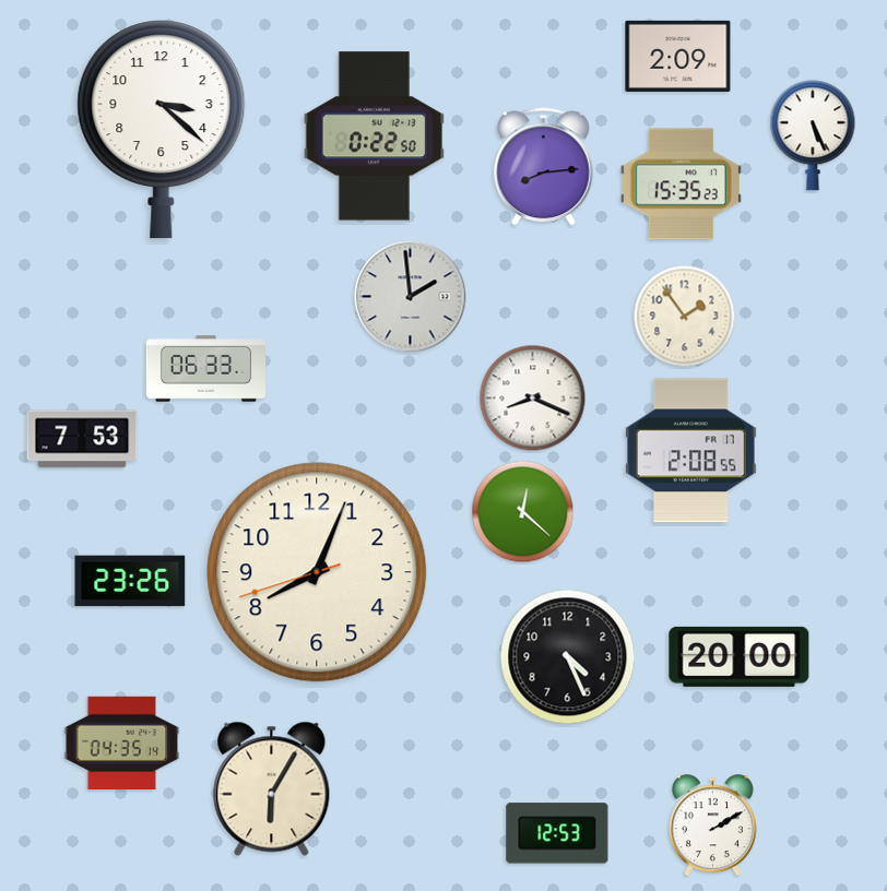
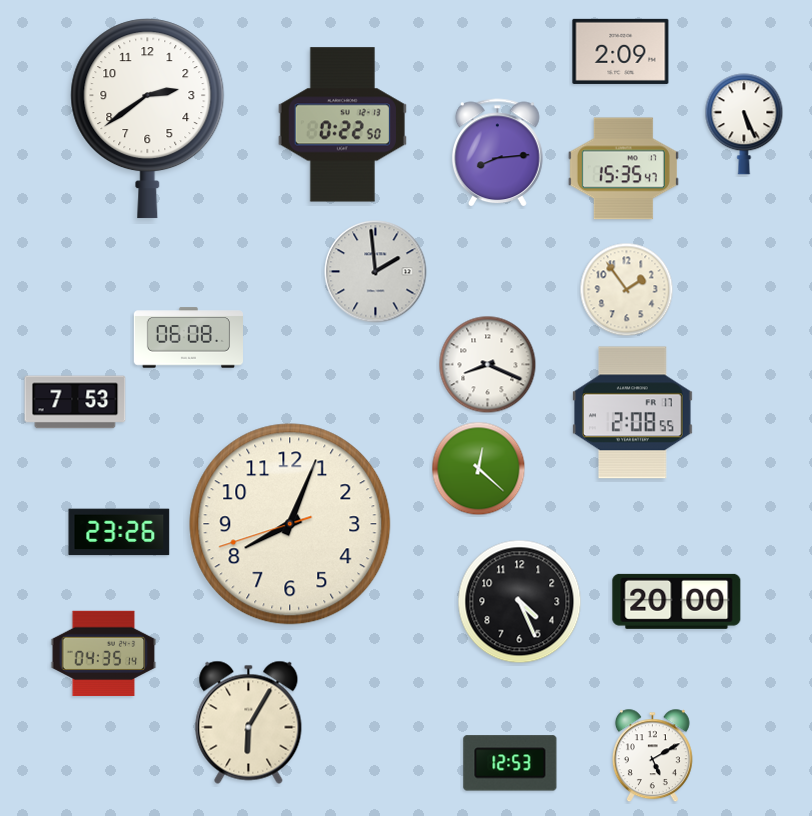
clock at (162, 130): 3:22 -> 2:39
clock at (681, 185): 15:35:23 -> 15:35:47
clock at (205, 369): 06:33 -> 06:08
clock at (122, 742) position: (122, 742) -> (104, 653)
clock at (712, 825): 2:10 -> 5:10
